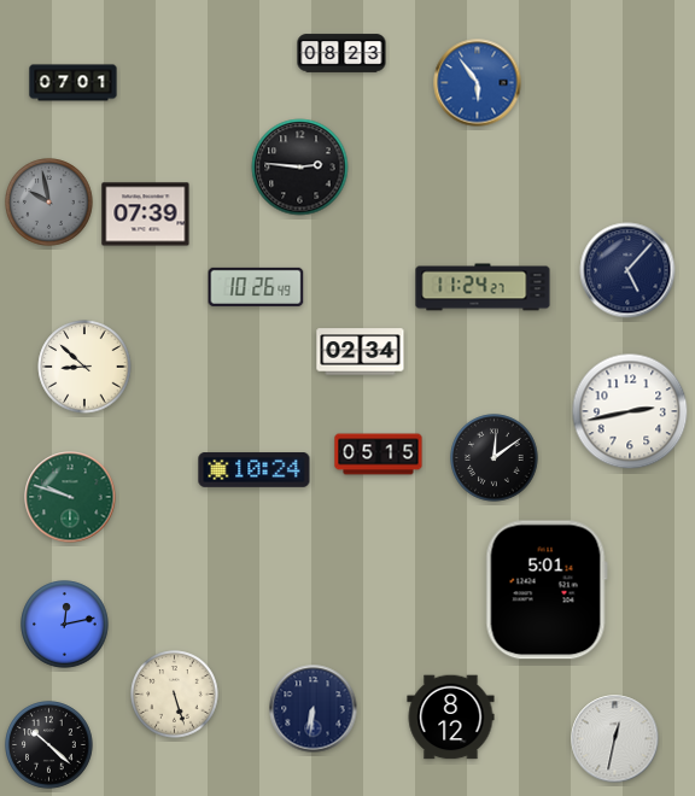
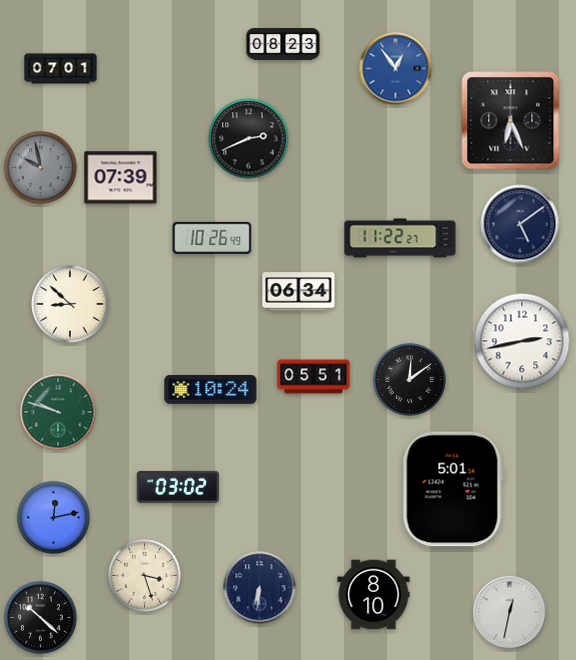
clock at (478, 83): 5:54 -> 12:54
clock at (511, 121): none -> 6:26
clock at (300, 168): 2:46 -> 2:41
clock at (627, 270): 5:07 -> 5:09
clock at (483, 287): 11:24 -> 11:22
clock at (361, 352): 02:34 -> 06:34
clock at (379, 455): 05:15 -> 05:51
clock at (178, 487): none -> 03:02
clock at (175, 695): 5:27 -> 3:27
clock at (451, 718): 8:12 -> 8:10
